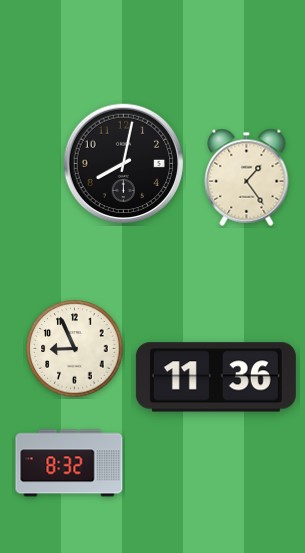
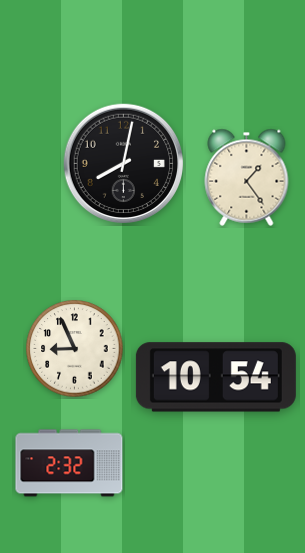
clock at (216, 377): 11:36 -> 10:54
clock at (69, 463): 8:32 -> 2:32
